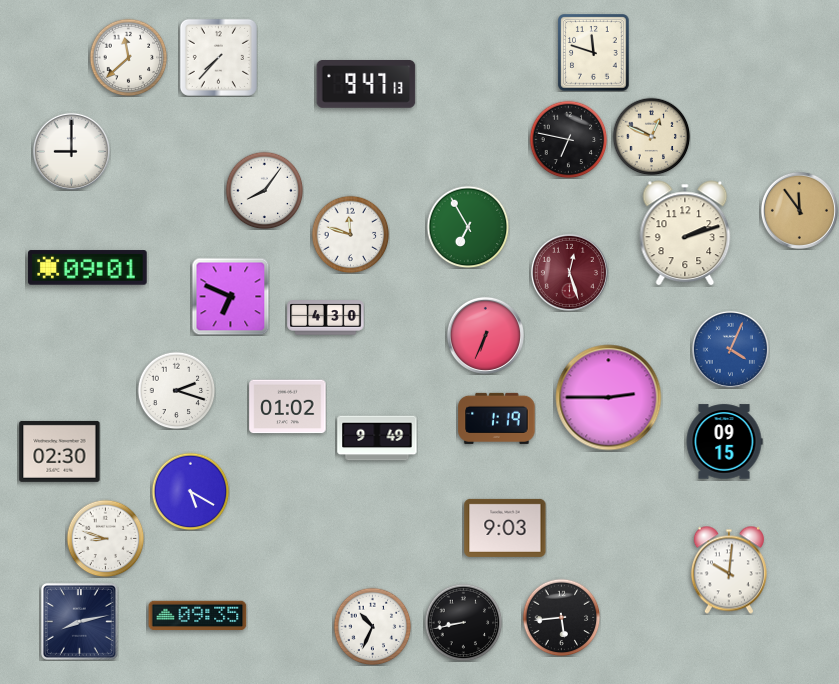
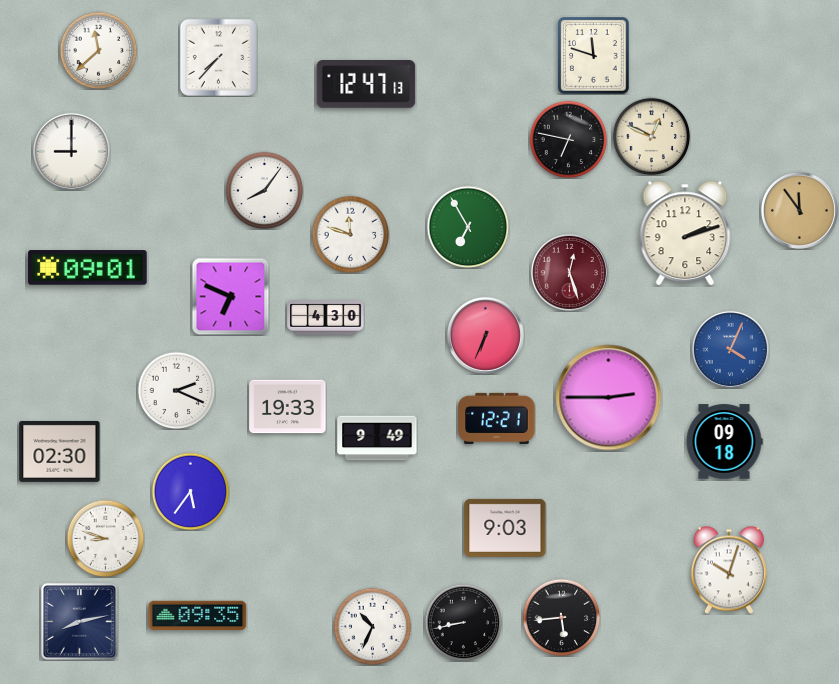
clock at (594, 53) position: (594, 53) -> (594, 56)
clock at (128, 57) position: (128, 57) -> (98, 50)
clock at (366, 84): 9:47 -> 12:47
clock at (176, 390): 2:18 -> 2:19
clock at (288, 407): 01:02 -> 19:33
clock at (497, 418): 1:19 -> 12:21
clock at (724, 442): 09:15 -> 09:18
clock at (190, 491): 5:20 -> 5:36
clock at (729, 570): 10:01 -> 10:03
